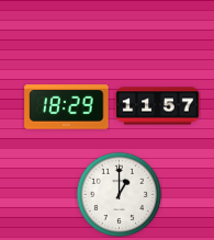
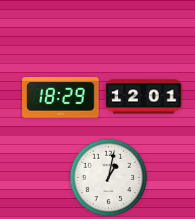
clock at (158, 106): 11:57 -> 12:01
clock at (119, 194): 1:00 -> 1:02
